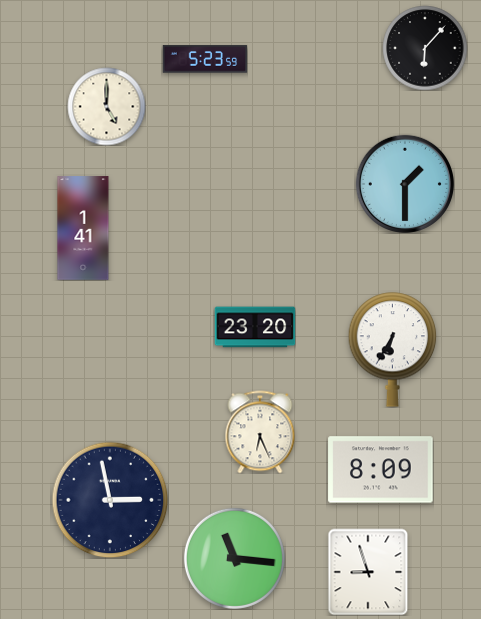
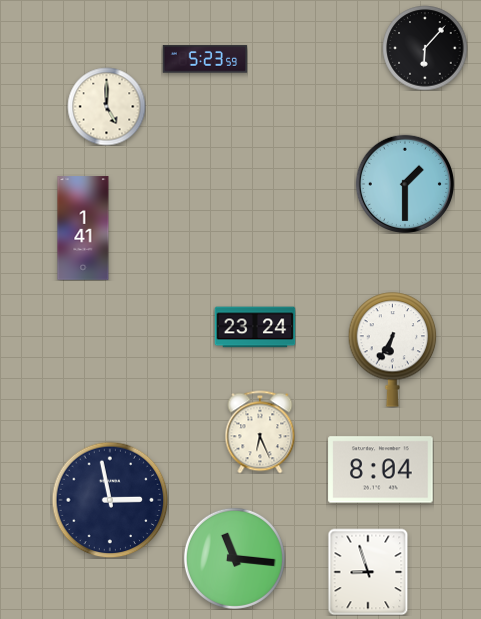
clock at (255, 327): 23:20 -> 23:24
clock at (381, 470): 8:09 -> 8:04
